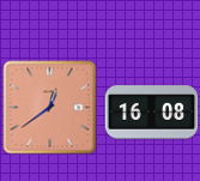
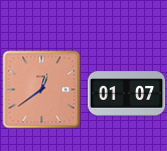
clock at (151, 113): 16:08 -> 01:07
